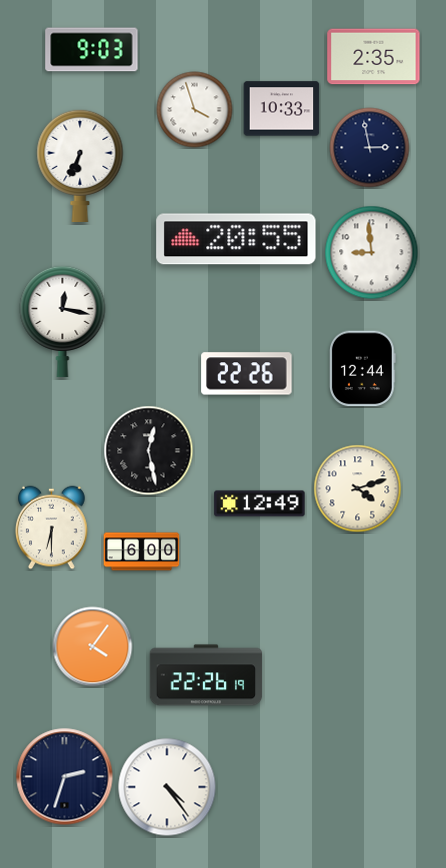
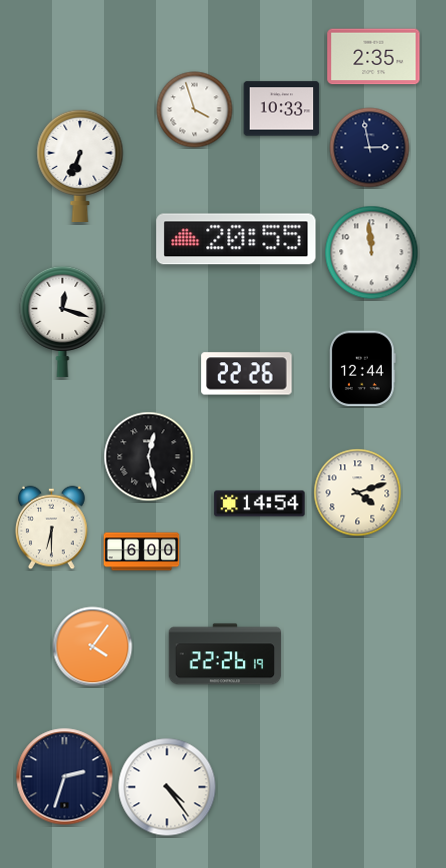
clock at (92, 50): 9:03 -> none
clock at (372, 253): 8:59 -> 11:59
clock at (63, 321): 12:17 -> 12:18
clock at (149, 451) position: (149, 451) -> (149, 457)
clock at (358, 489) position: (358, 489) -> (358, 493)
clock at (260, 504): 12:49 -> 14:54
clock at (206, 675) position: (206, 675) -> (225, 654)
